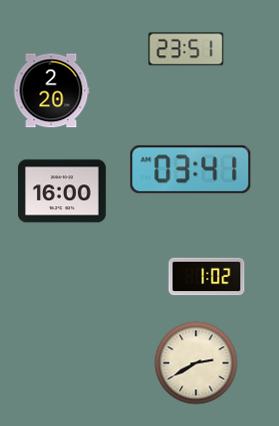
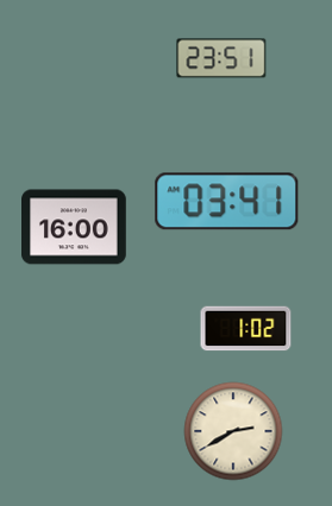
clock at (51, 91): 2:20 -> none
